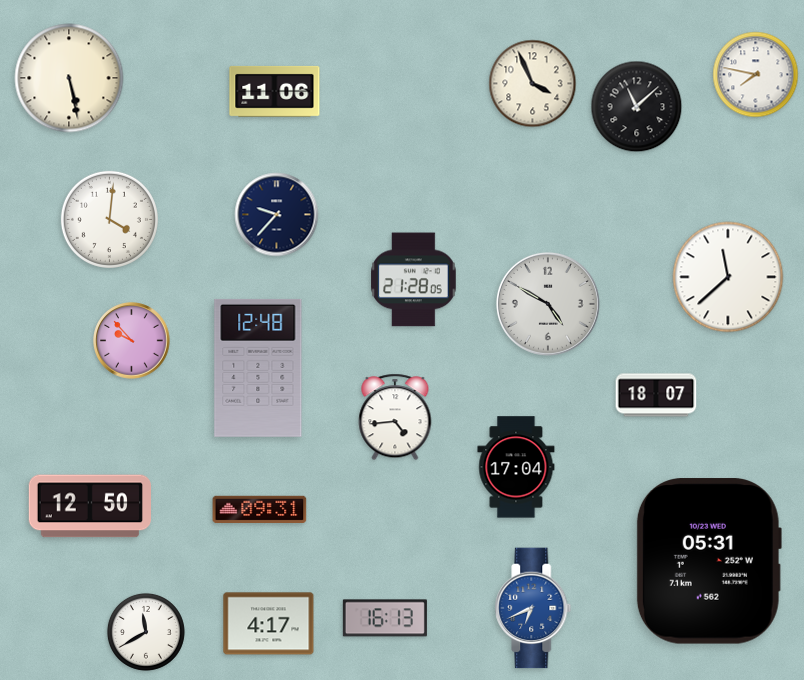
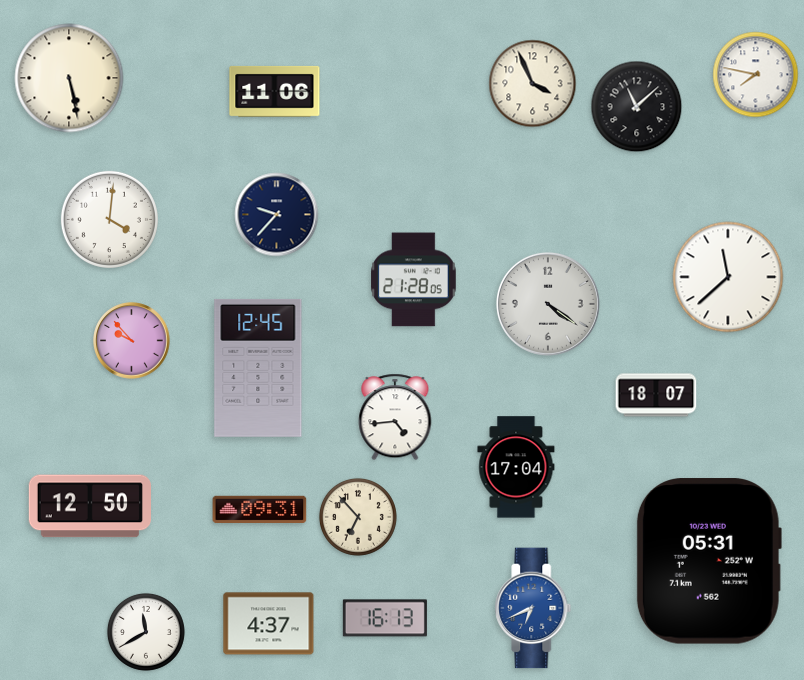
clock at (548, 304): 4:50 -> 4:21
clock at (258, 368): 12:48 -> 12:45
clock at (358, 517): none -> 6:53
clock at (269, 624): 4:17 -> 4:37
